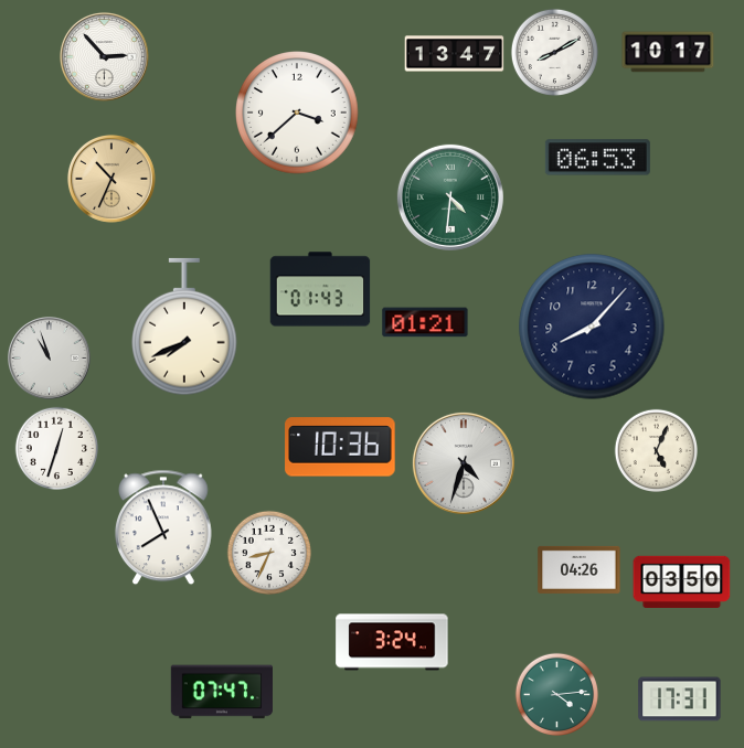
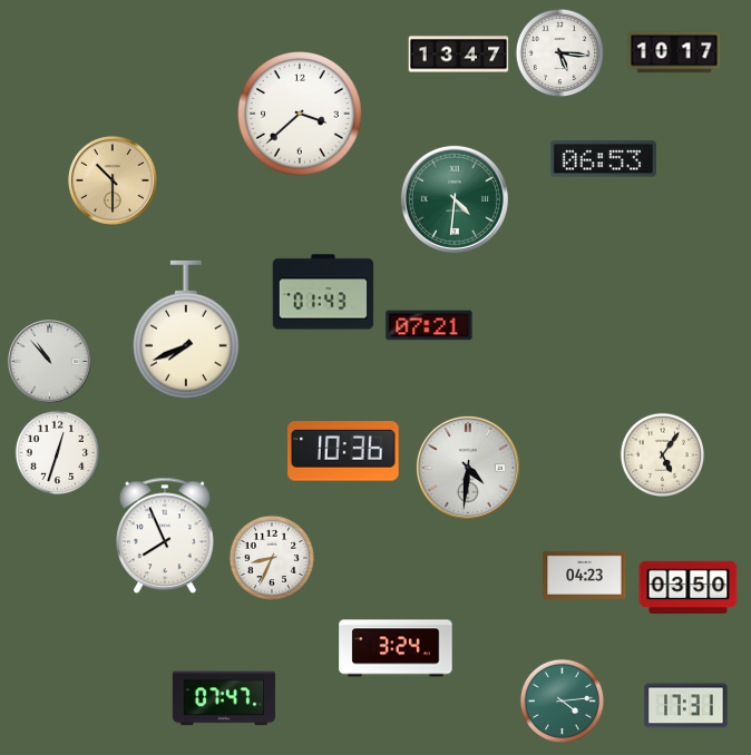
clock at (554, 52): 8:10 -> 5:16
clock at (104, 56): 2:53 -> none
clock at (111, 179): 10:34 -> 10:30
clock at (425, 322): 01:21 -> 07:21
clock at (592, 327): 8:07 -> none
clock at (50, 359): 10:57 -> 10:53
clock at (656, 450): 5:04 -> 5:06
clock at (464, 463): 4:33 -> 4:31
clock at (163, 527) position: (163, 527) -> (165, 536)
clock at (580, 569): 04:26 -> 04:23
